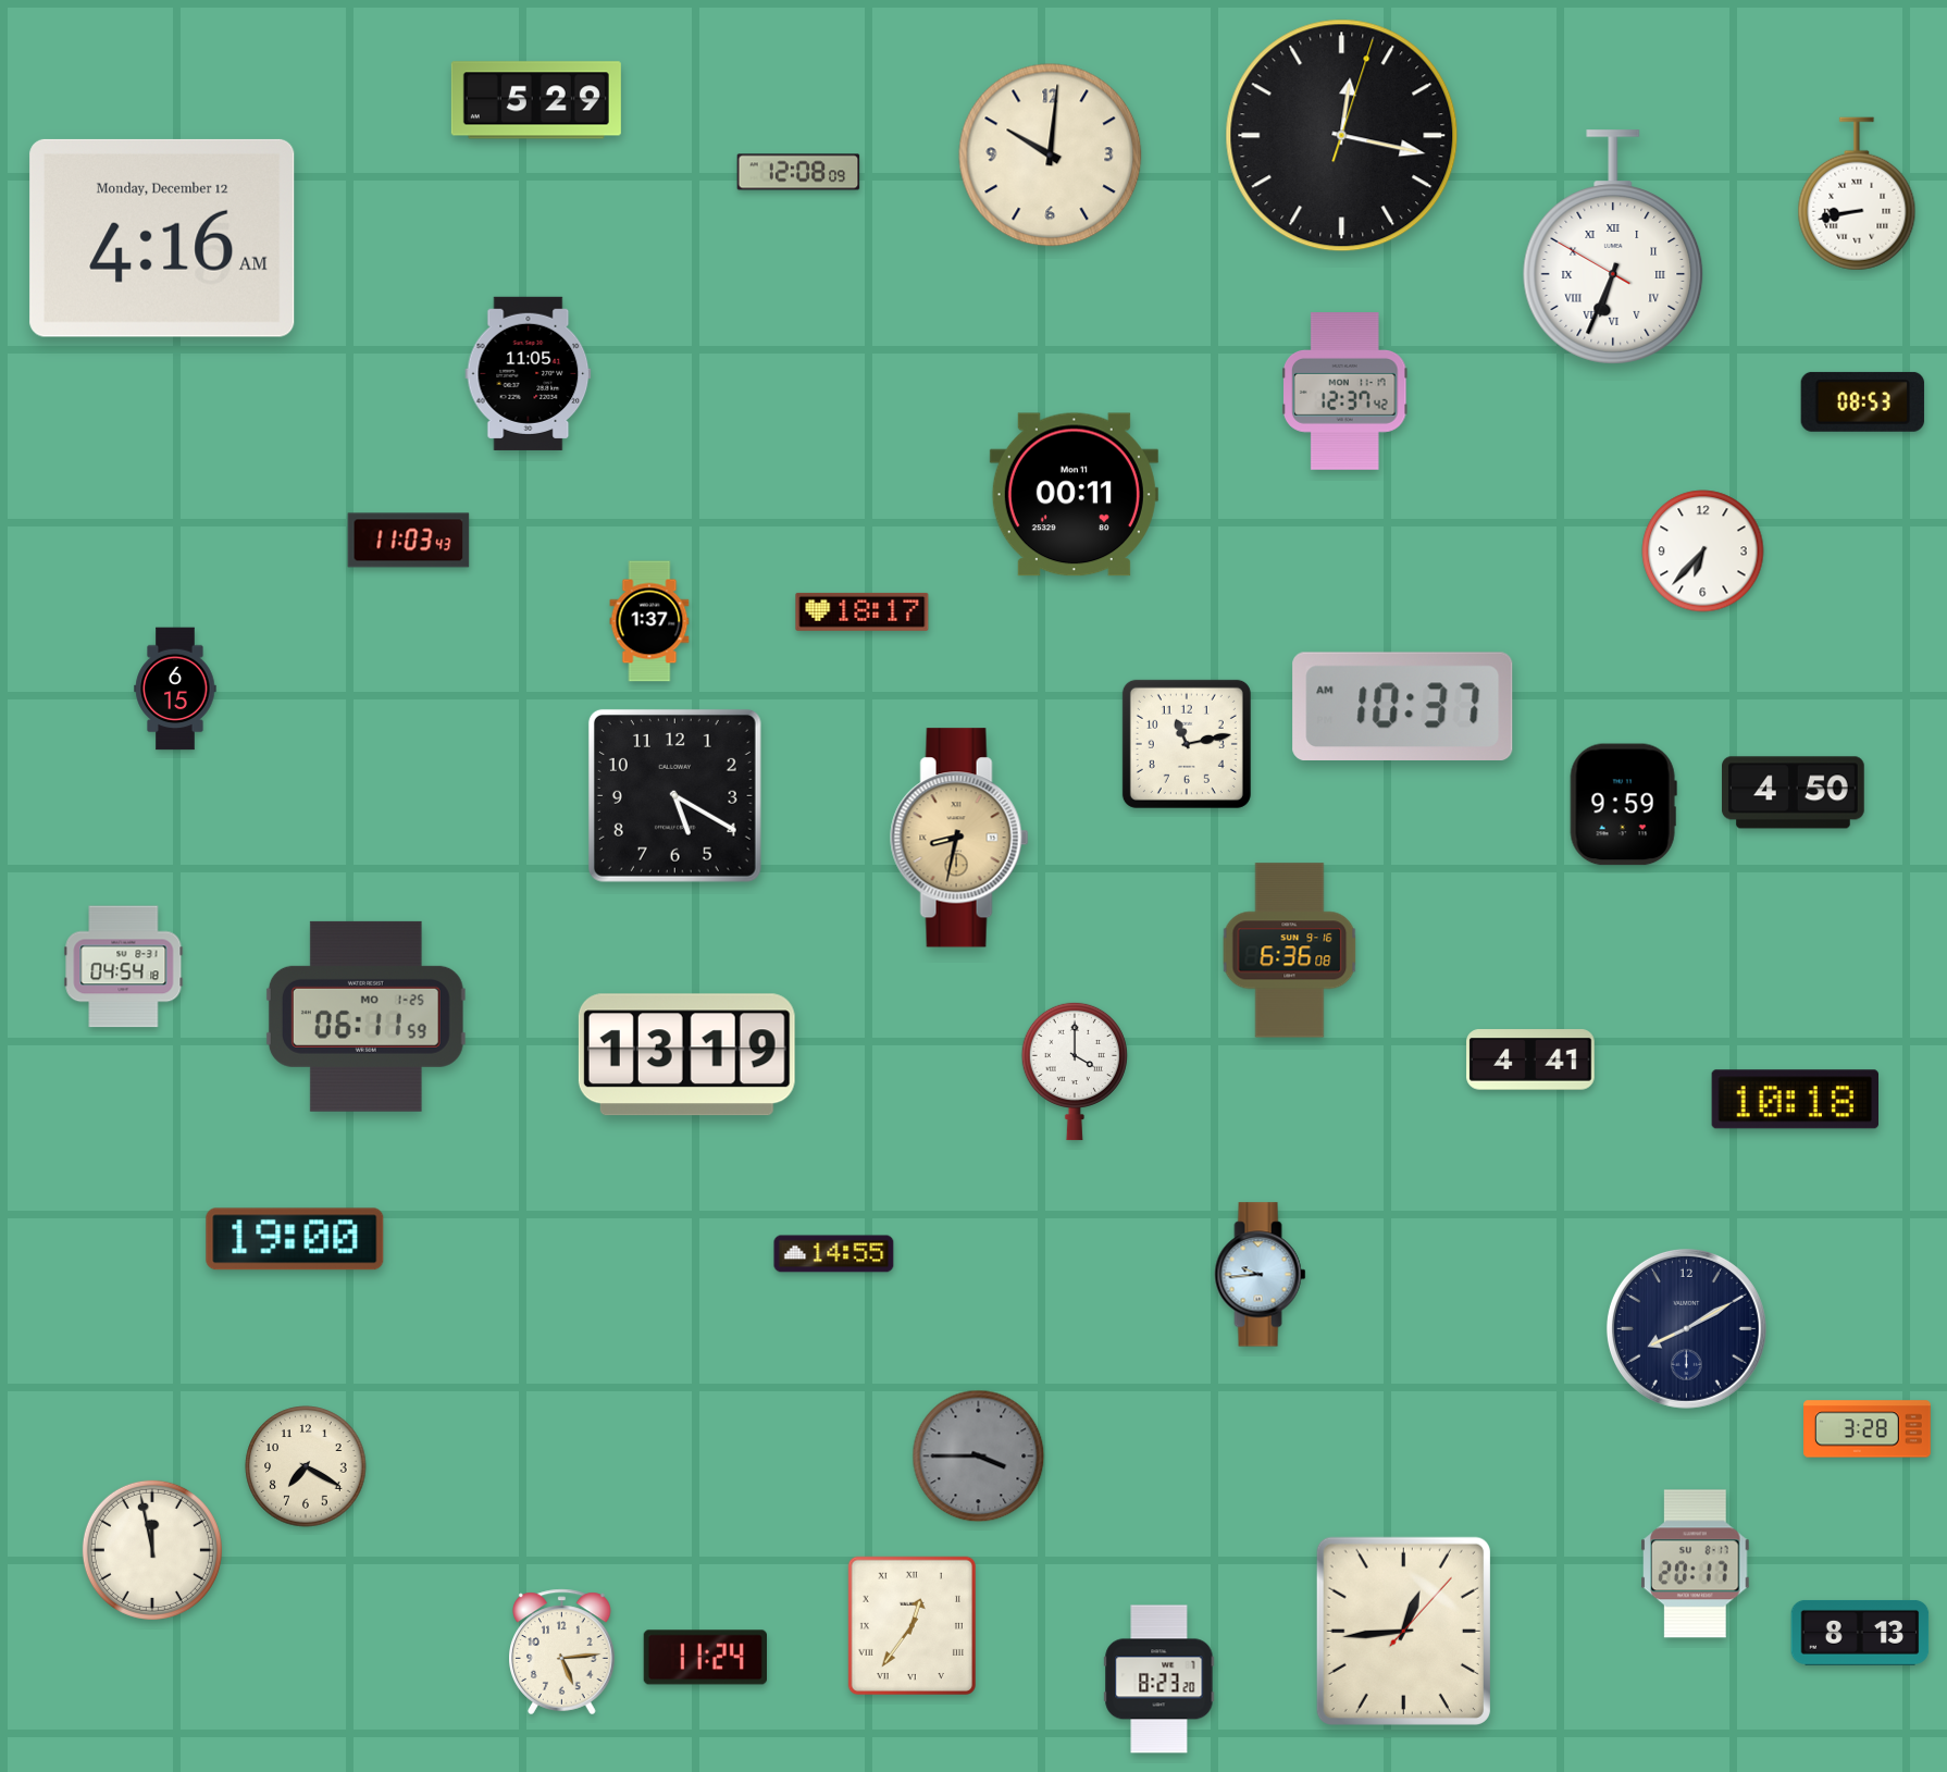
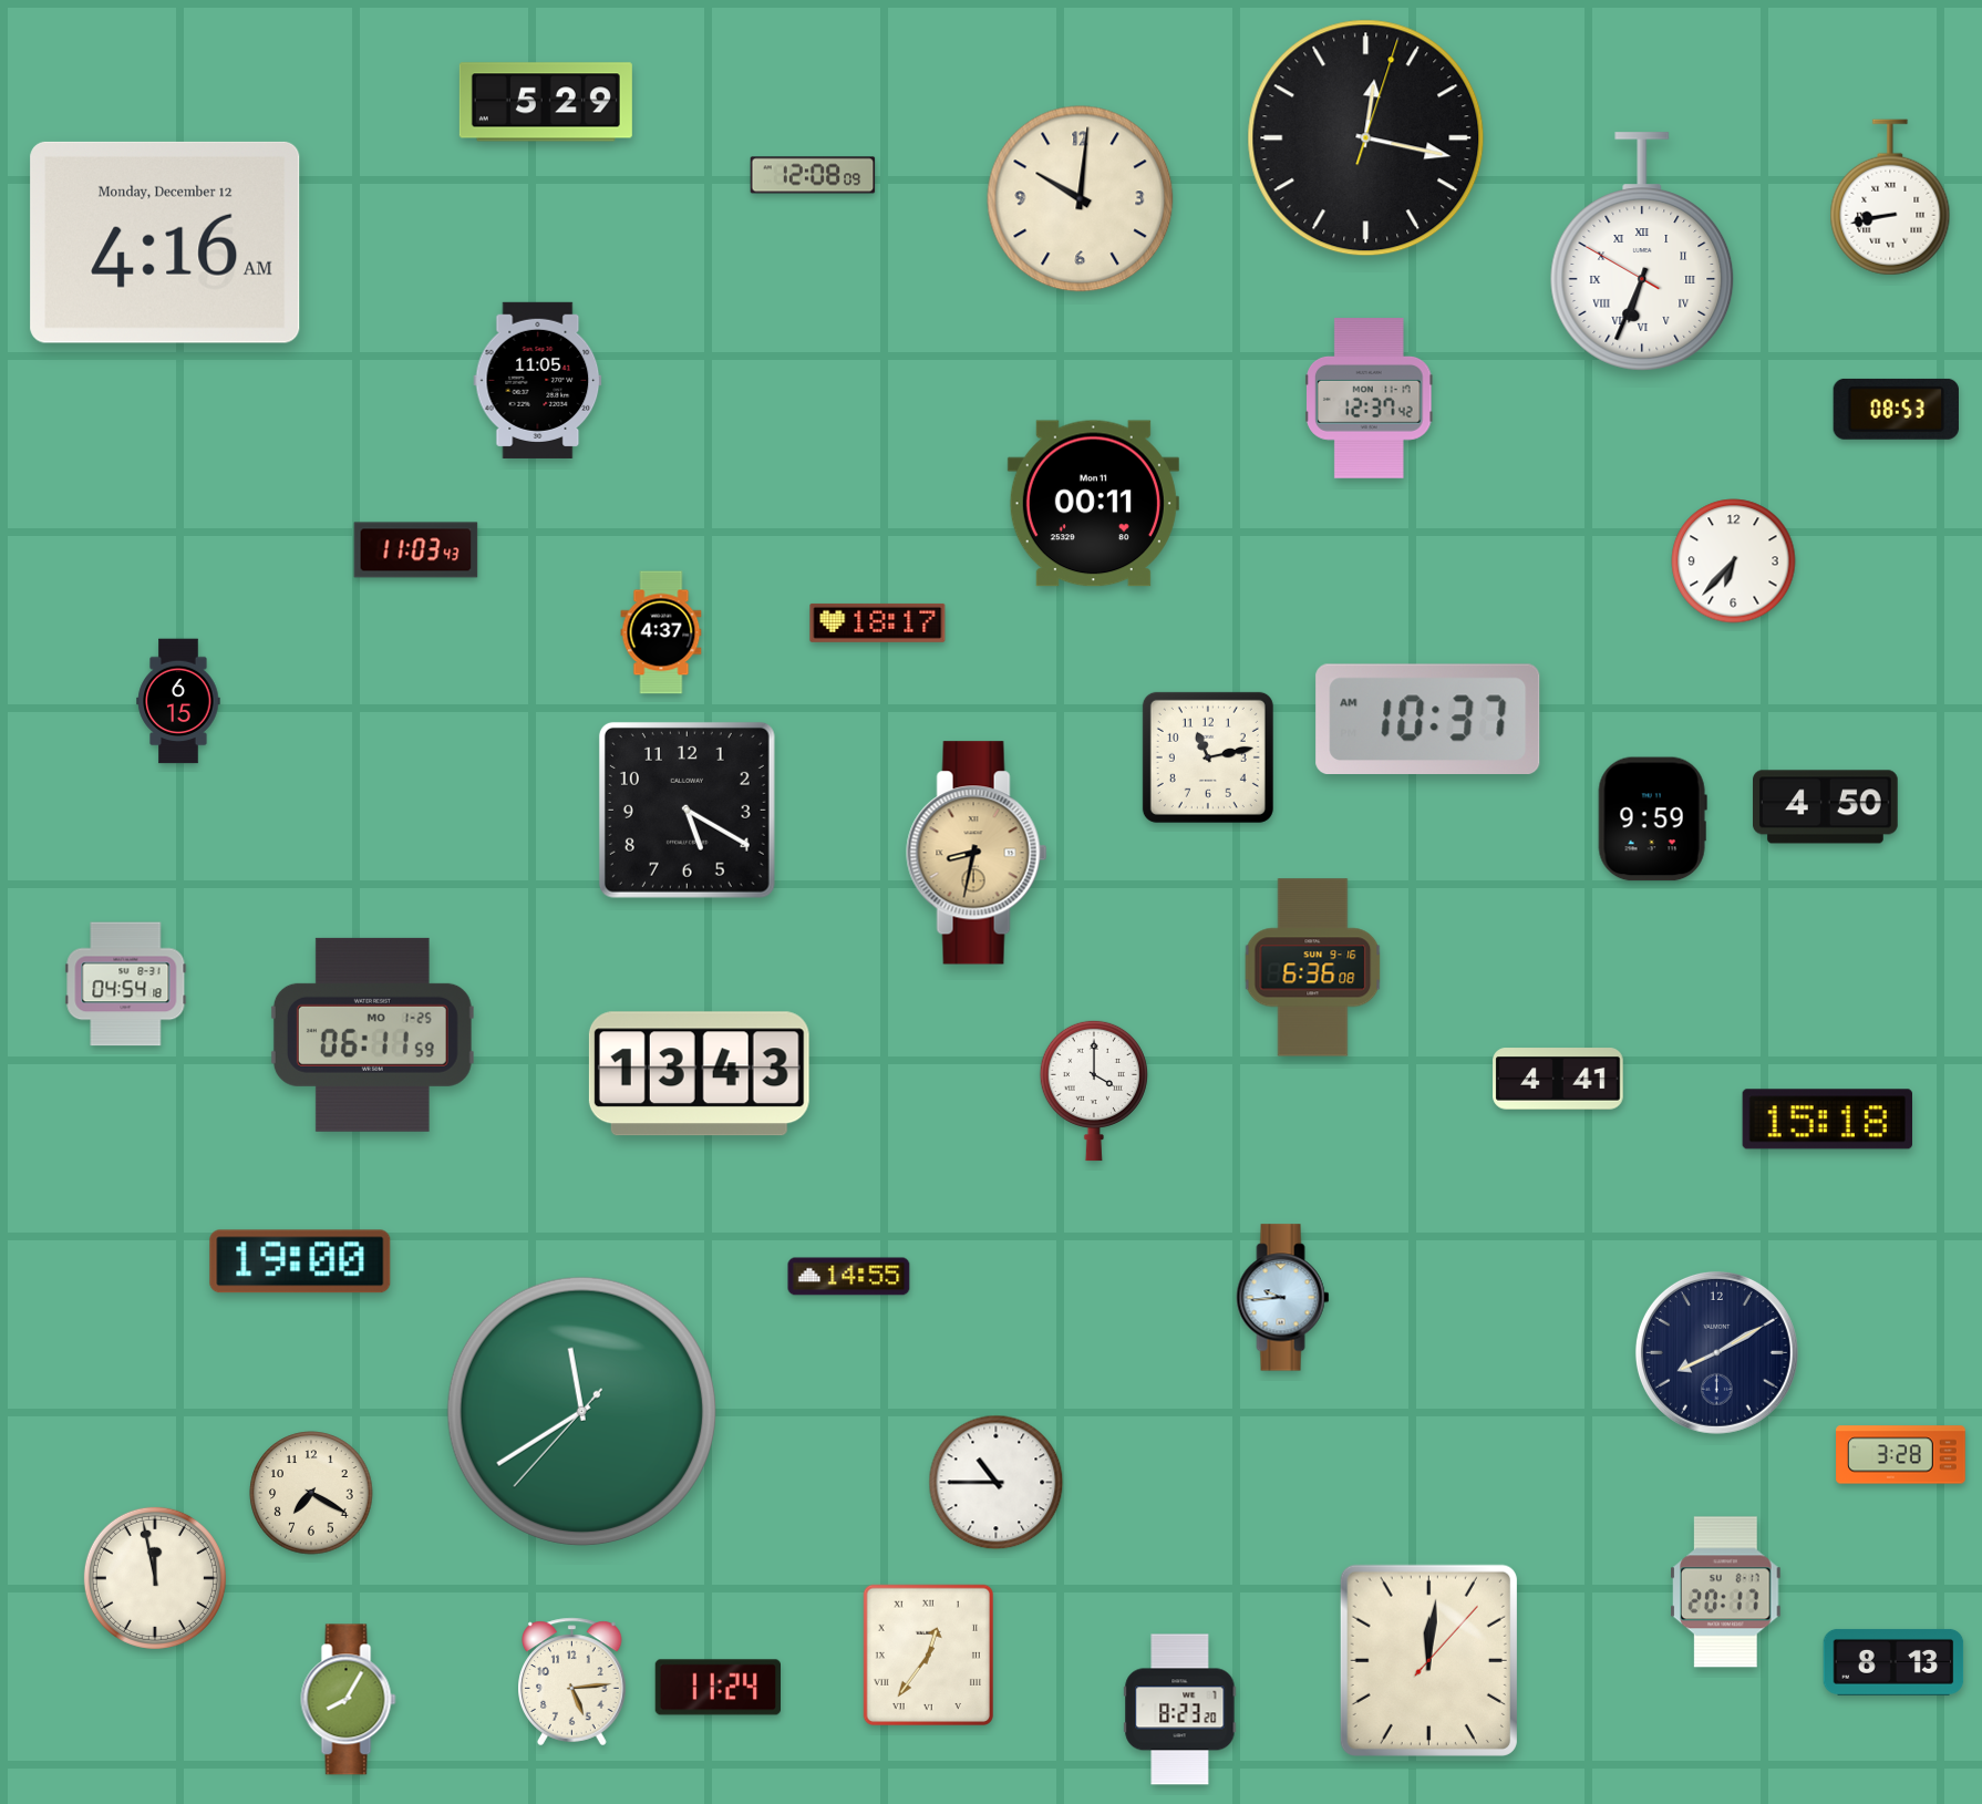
clock at (1051, 156) position: (1051, 156) -> (1081, 199)
clock at (649, 621): 1:37 -> 4:37
clock at (686, 1055): 13:19 -> 13:43
clock at (1795, 1100): 10:18 -> 15:18
clock at (581, 1411): none -> 11:39
clock at (979, 1457): 3:45 -> 10:45
clock at (979, 1457) dial: grey -> white
clock at (1403, 1631): 12:44 -> 12:01
clock at (349, 1700): none -> 8:05
